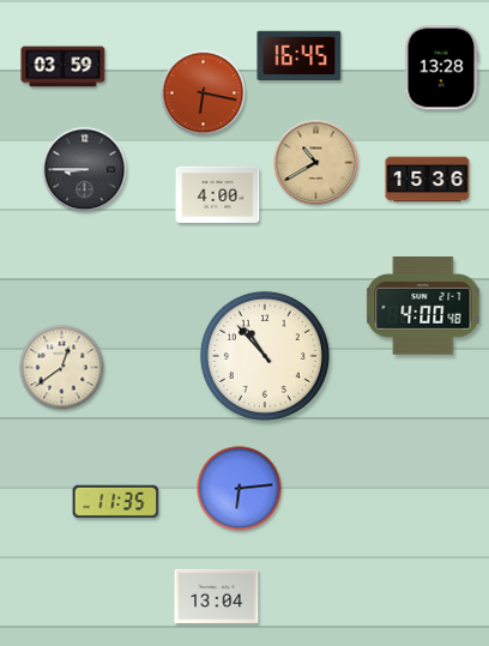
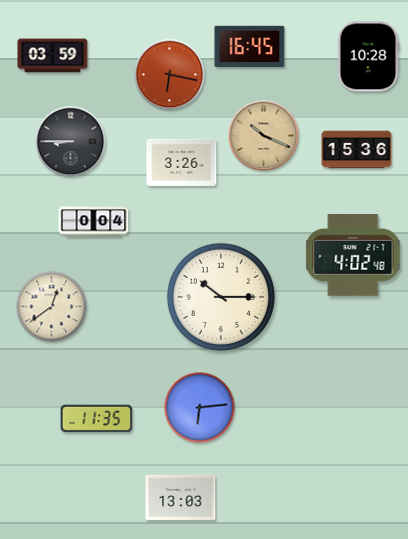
clock at (441, 68): 13:28 -> 10:28
clock at (204, 93) position: (204, 93) -> (170, 75)
clock at (316, 163): 10:40 -> 10:19
clock at (218, 194): 4:00 -> 3:26
clock at (94, 222): none -> 0:04
clock at (423, 307): 4:00 -> 4:02
clock at (265, 356): 10:53 -> 10:15
clock at (217, 596): 13:04 -> 13:03
